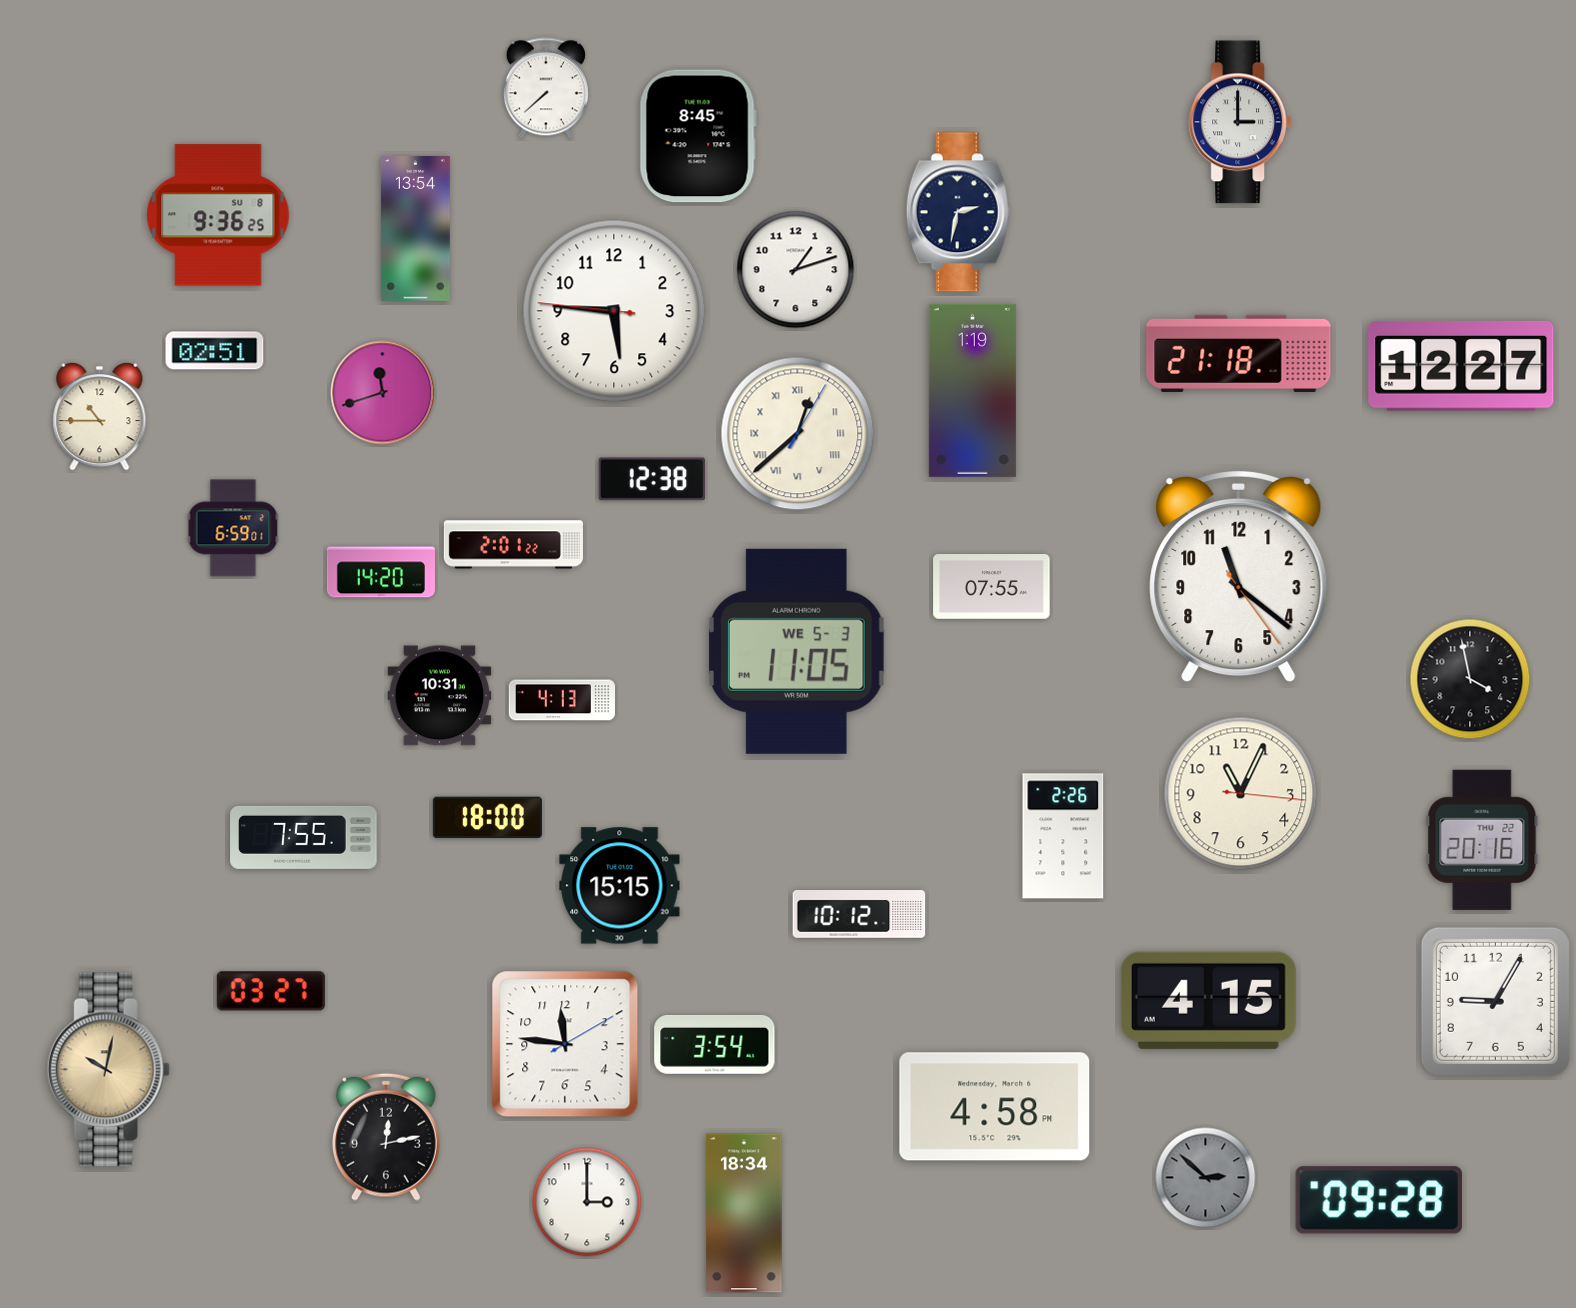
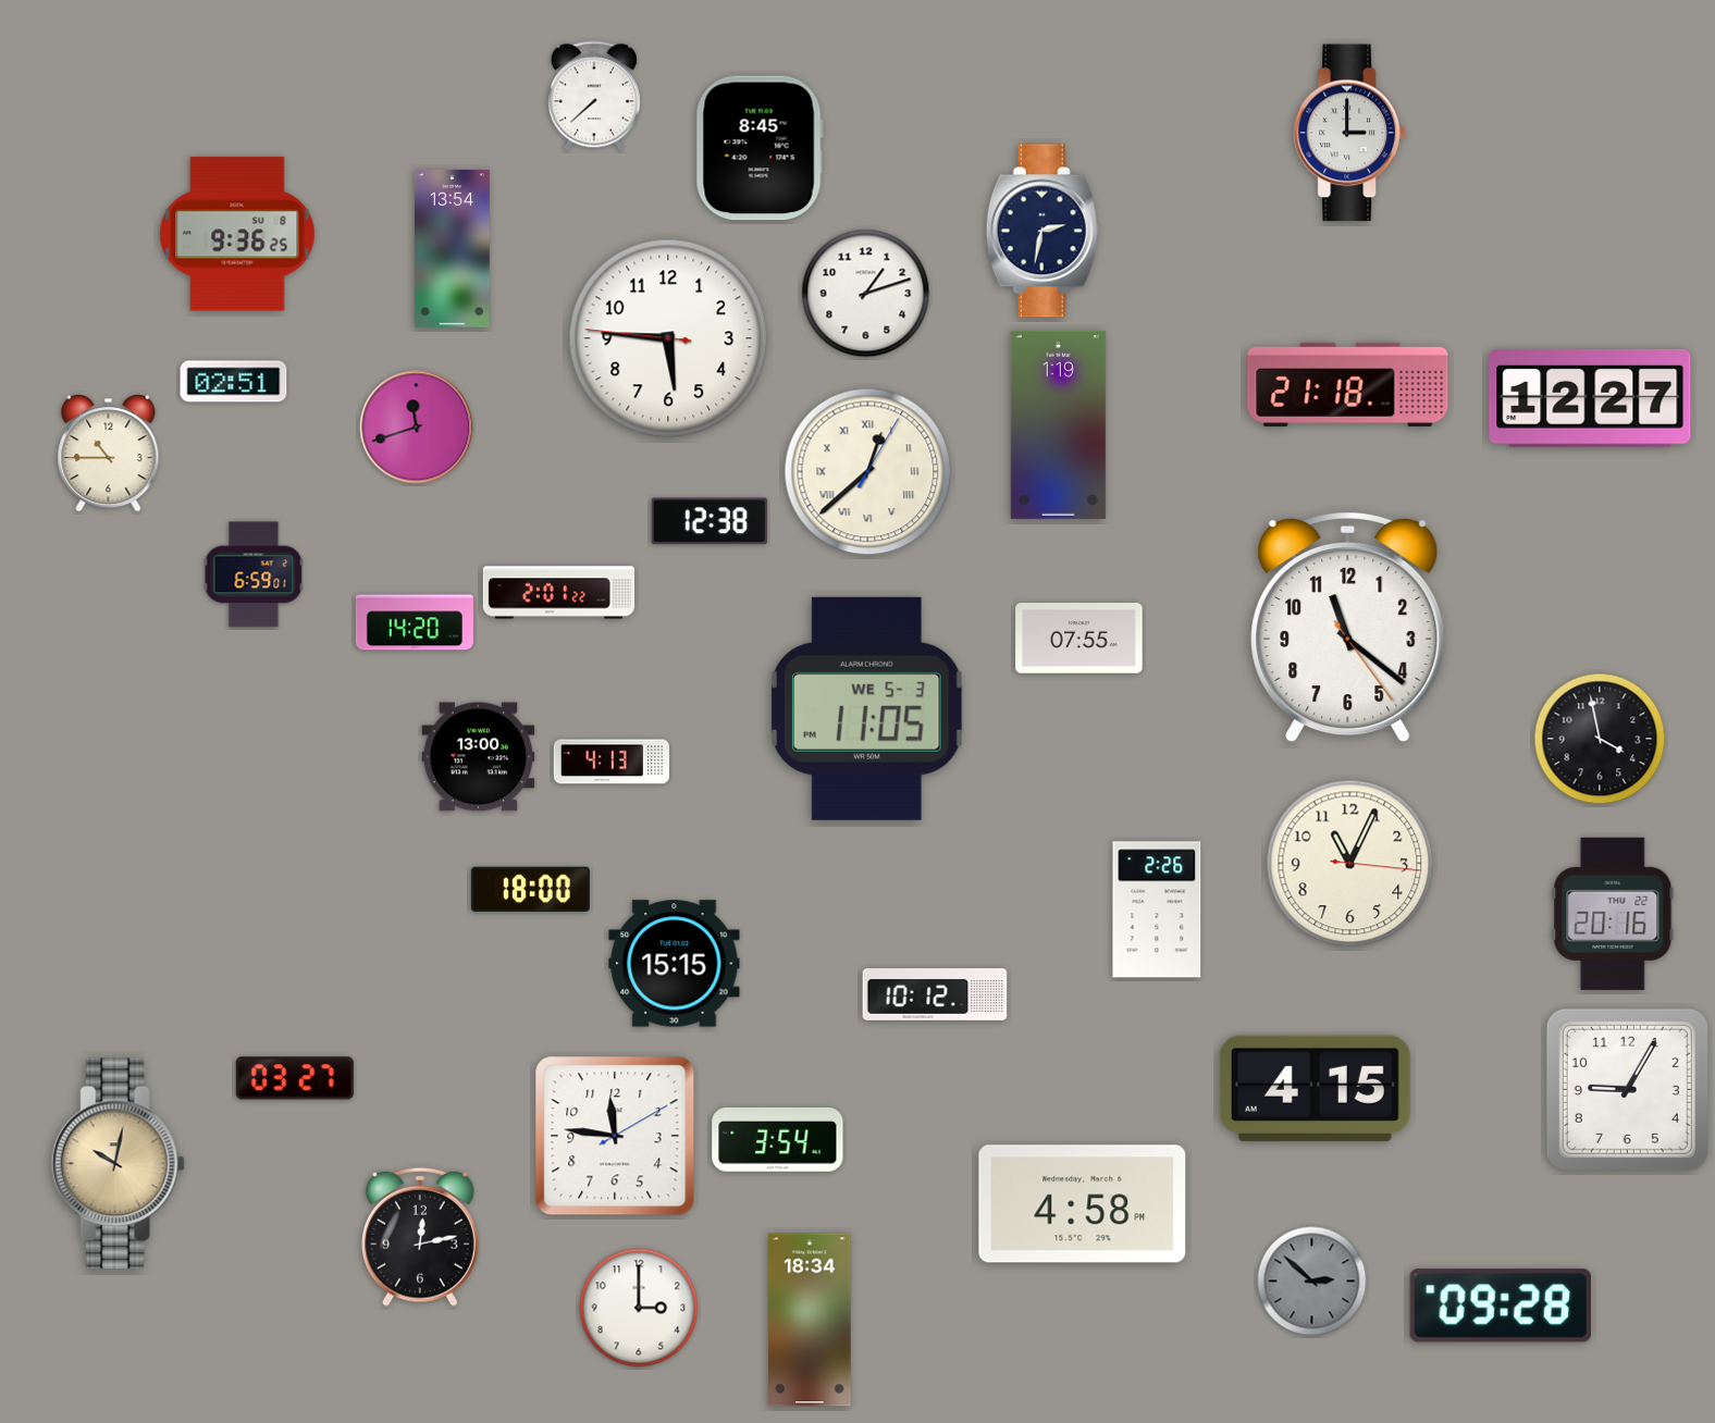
clock at (440, 696): 10:31 -> 13:00
clock at (304, 837): 7:55 -> none
clock at (715, 1044) position: (715, 1044) -> (778, 1139)
